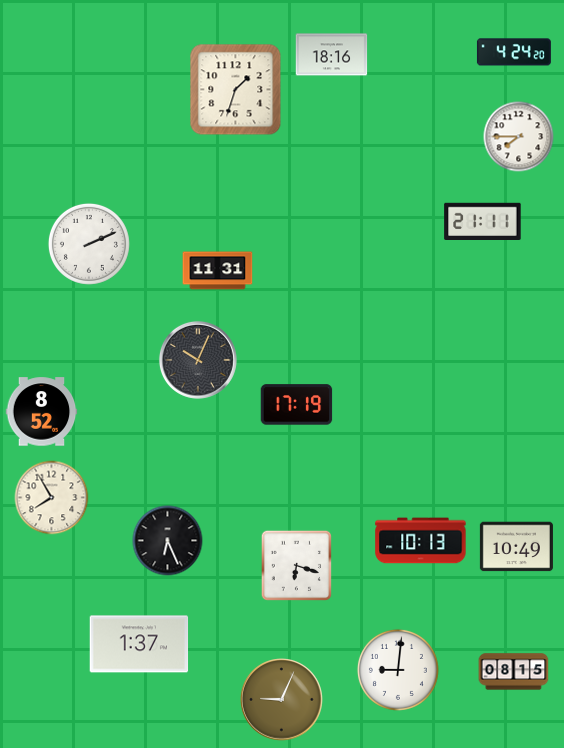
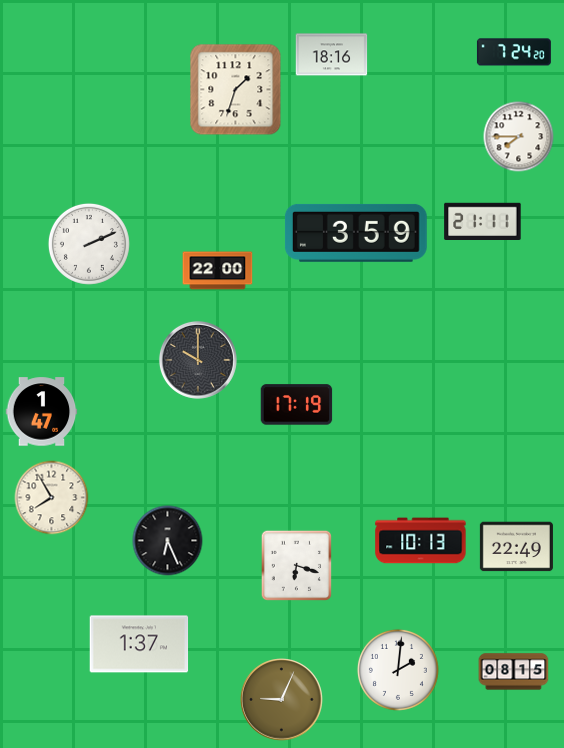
clock at (514, 52): 4:24 -> 7:24
clock at (356, 233): none -> 3:59
clock at (218, 271): 11:31 -> 22:00
clock at (198, 360): 10:04 -> 10:00
clock at (42, 412): 8:52 -> 1:47
clock at (516, 547): 10:49 -> 22:49
clock at (398, 670): 9:01 -> 2:01
